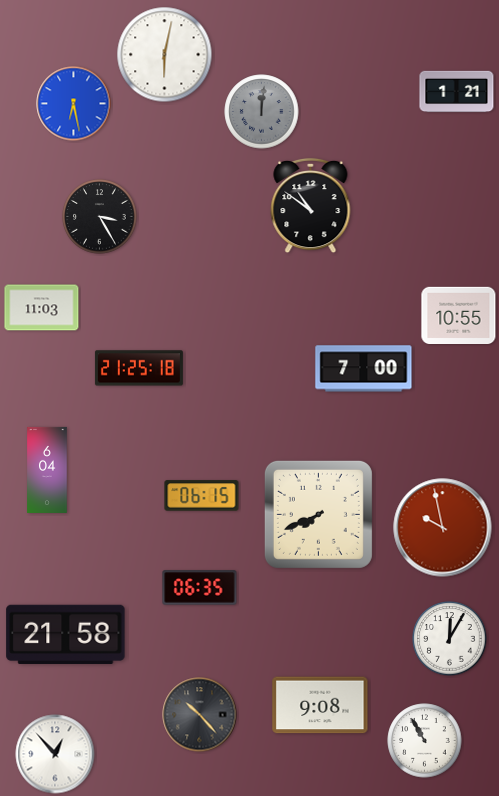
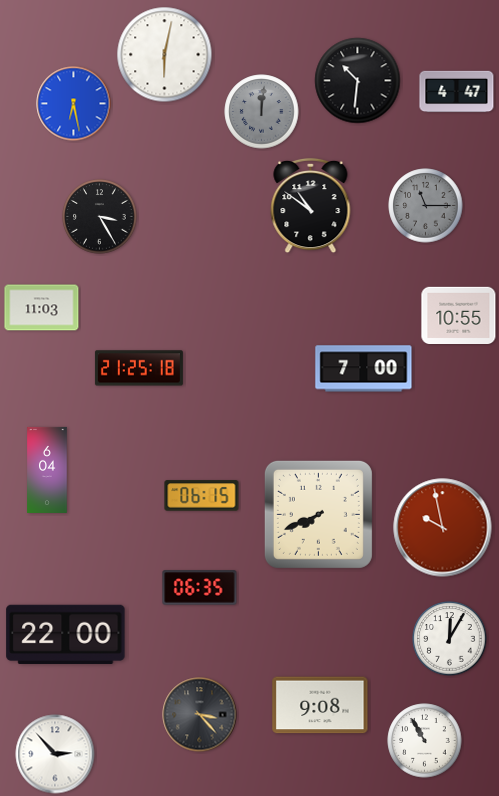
clock at (358, 81): none -> 10:31
clock at (457, 92): 1:21 -> 4:47
clock at (426, 206): none -> 11:15
clock at (66, 634): 21:58 -> 22:00
clock at (200, 715): 10:23 -> 3:23
clock at (55, 754): 12:53 -> 2:53
